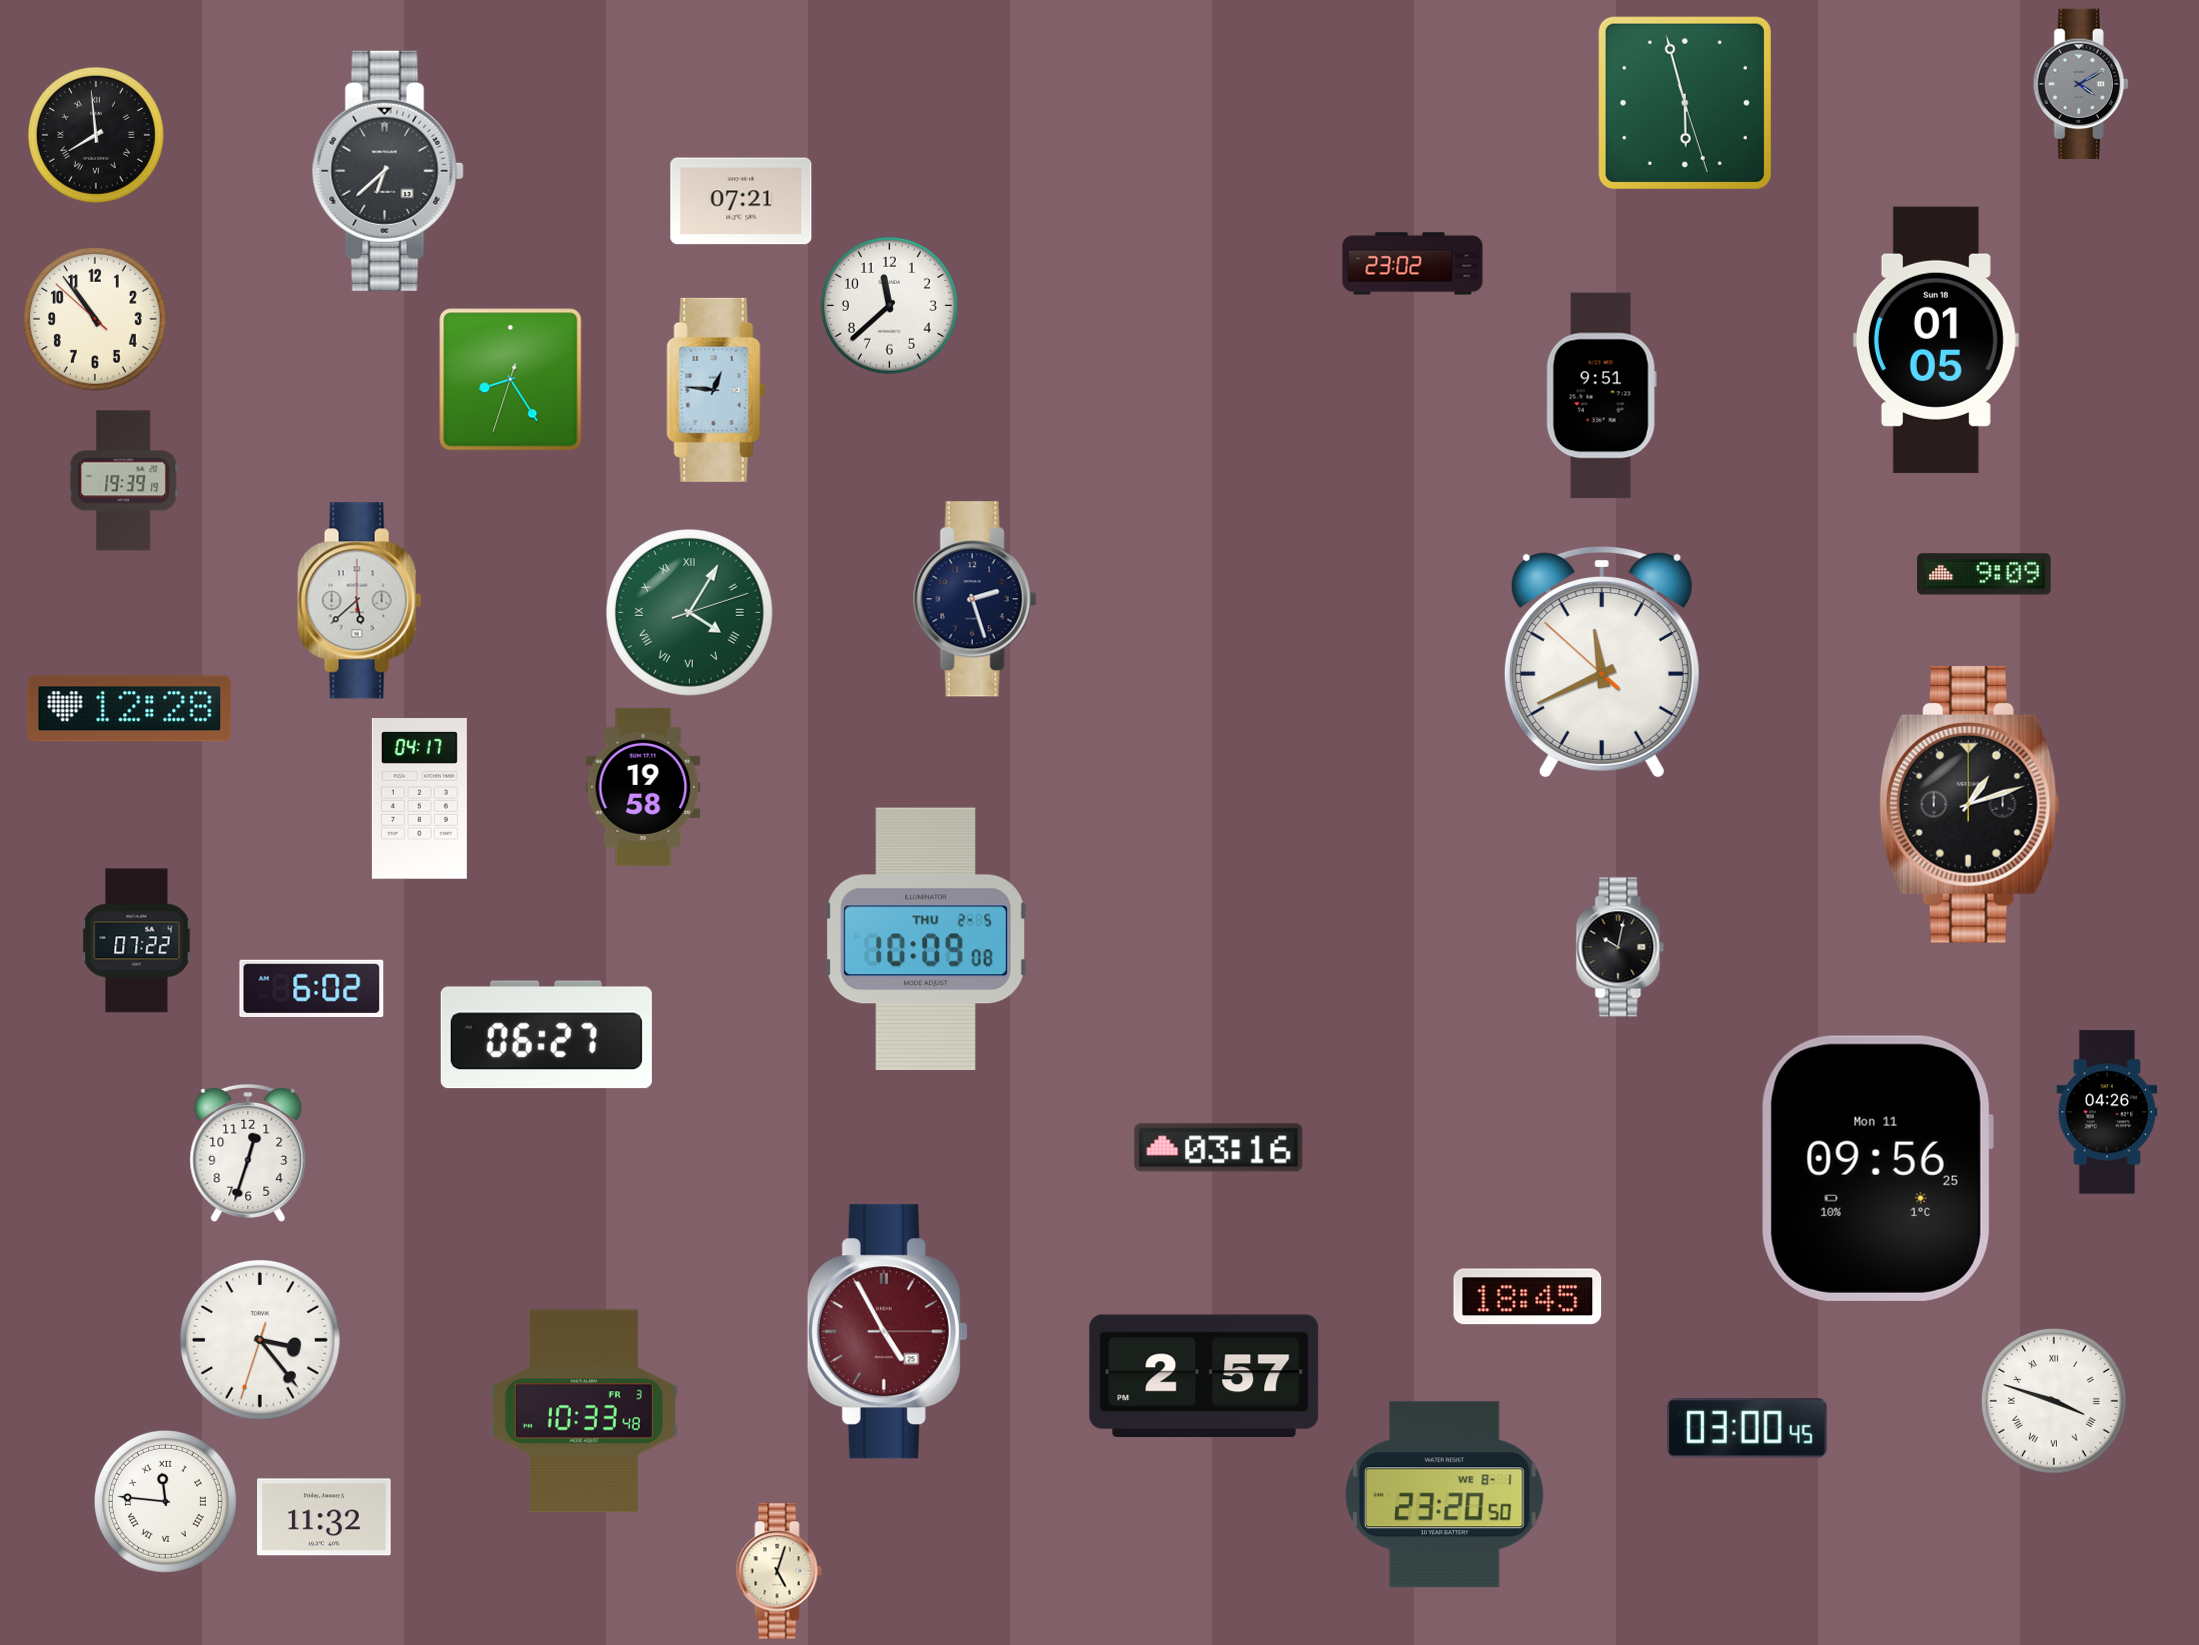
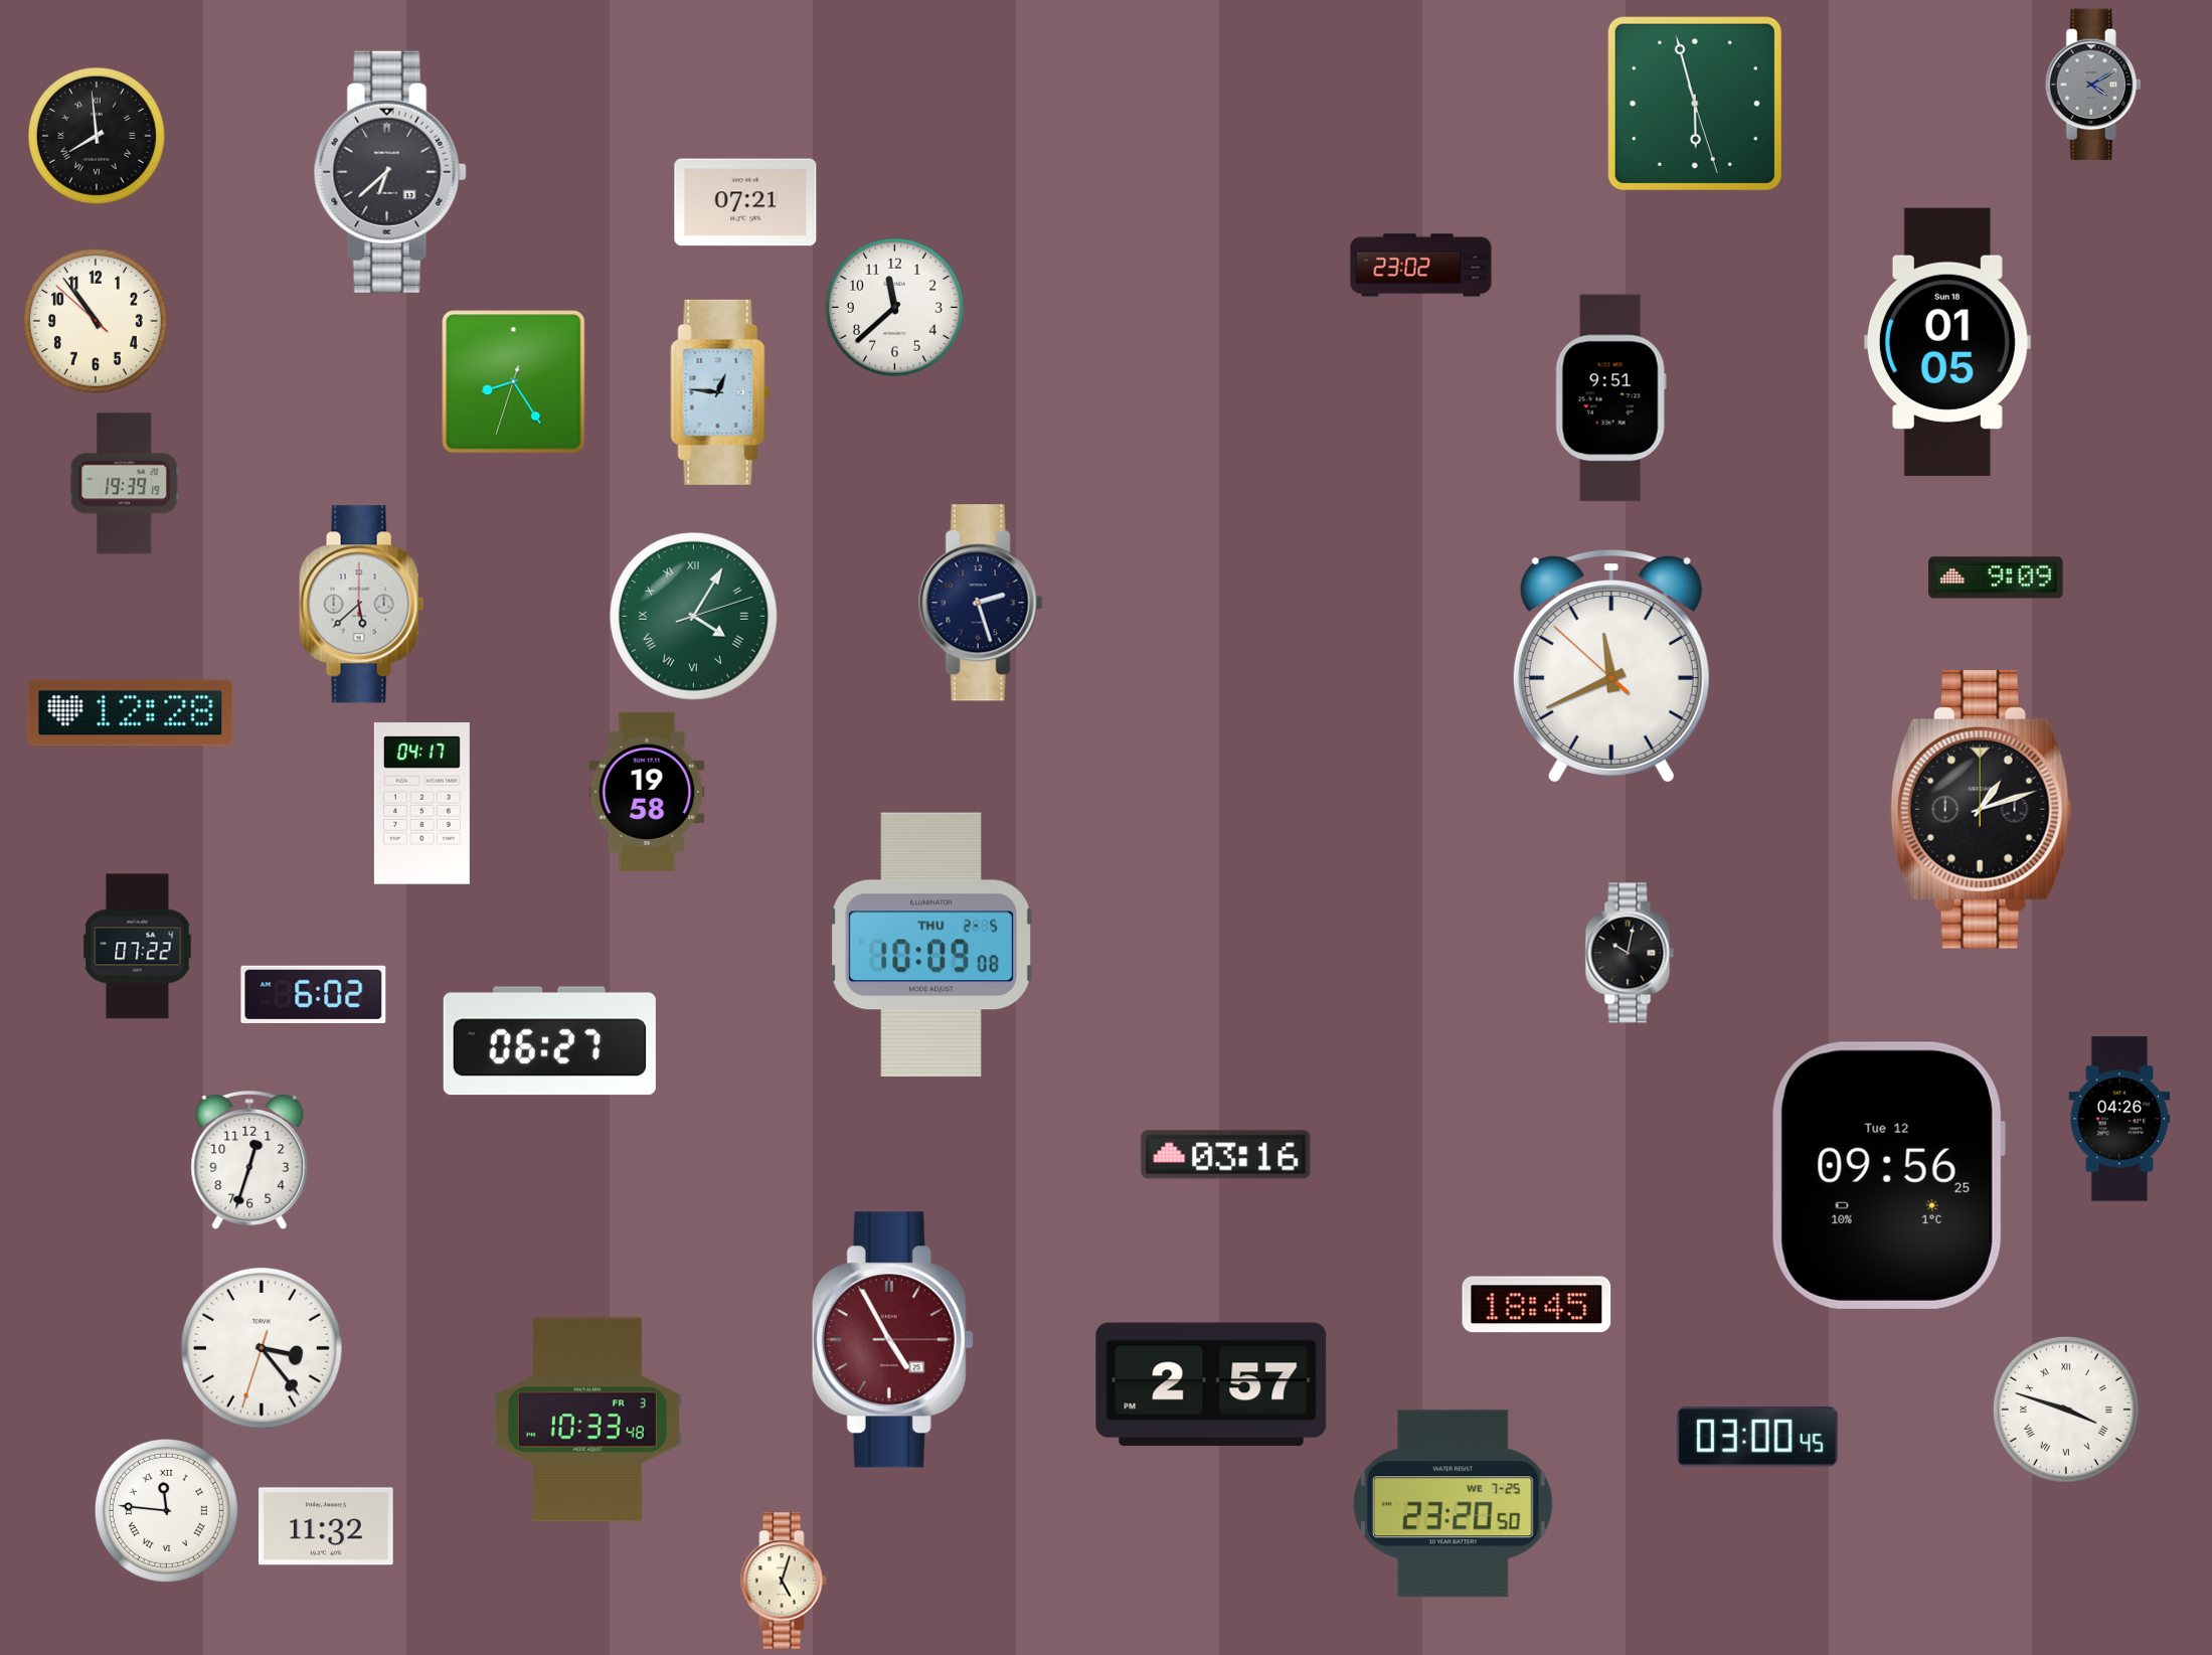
clock at (1877, 1168) date: Mon 11 -> Tue 12
clock at (1444, 1495) date: WE 8-1 -> WE 7-25
